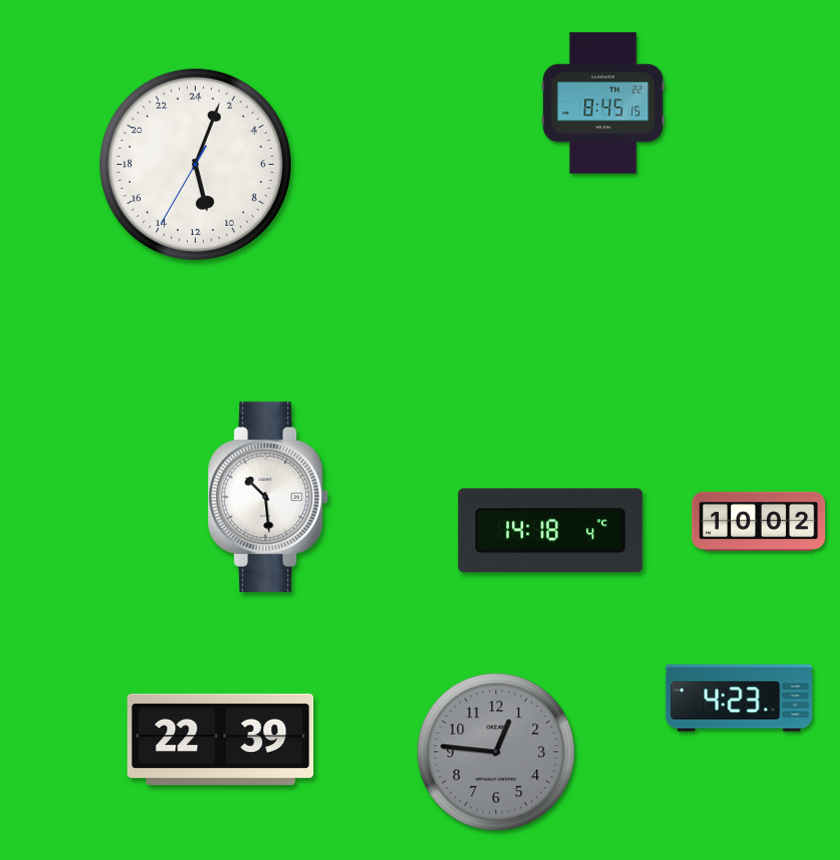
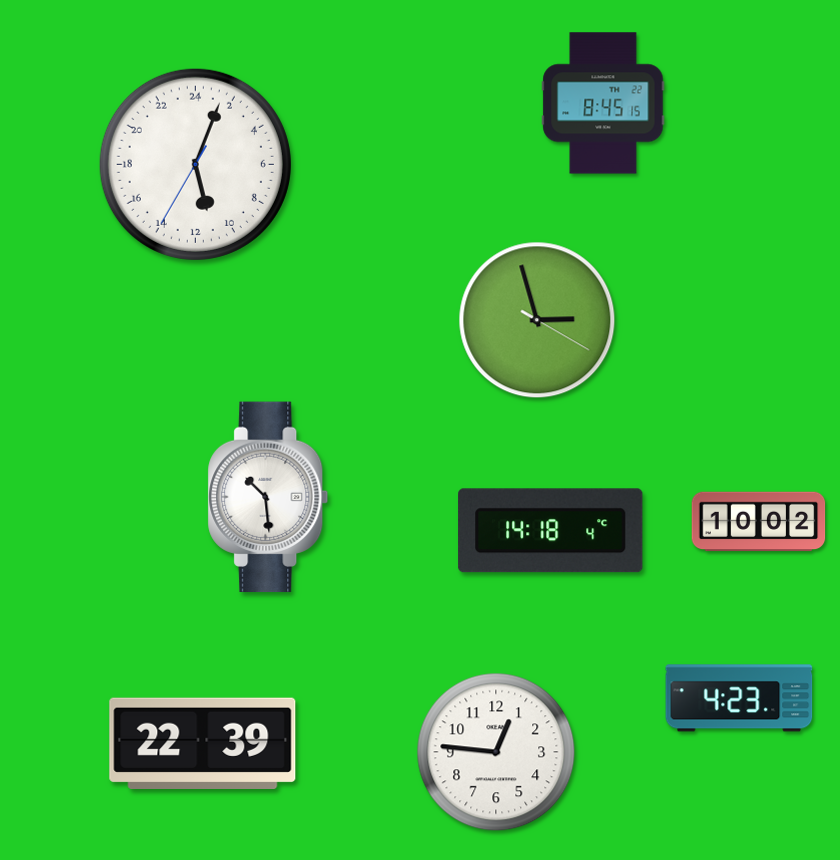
clock at (537, 320): none -> 2:57
clock at (221, 739) position: (221, 739) -> (203, 743)
clock at (496, 752) dial: grey -> white
